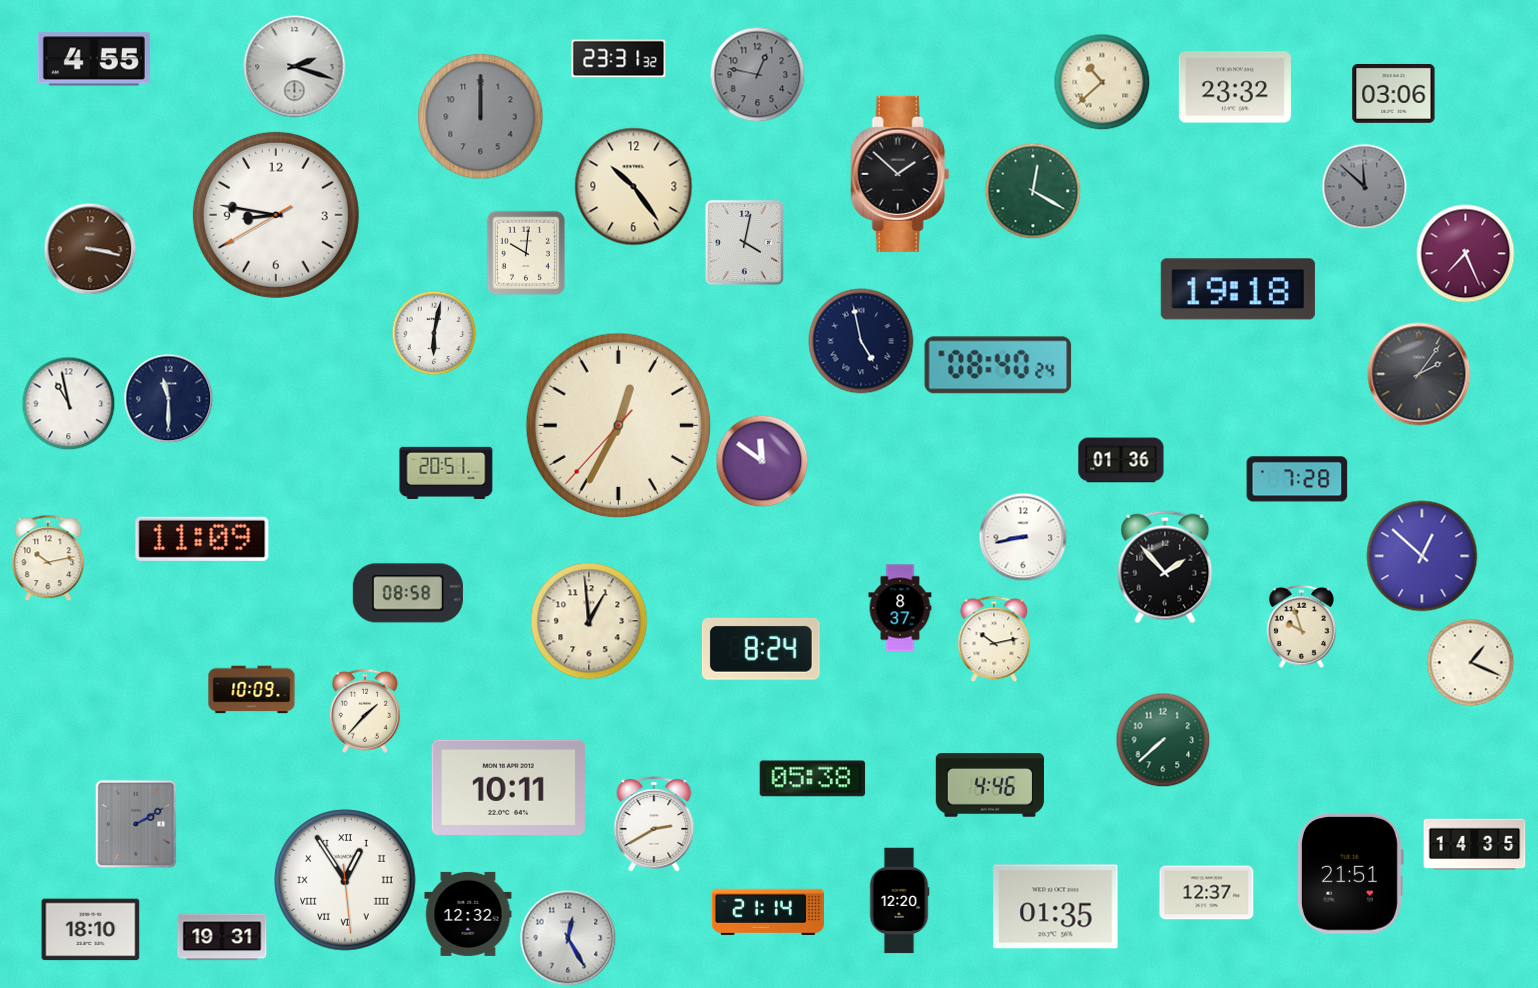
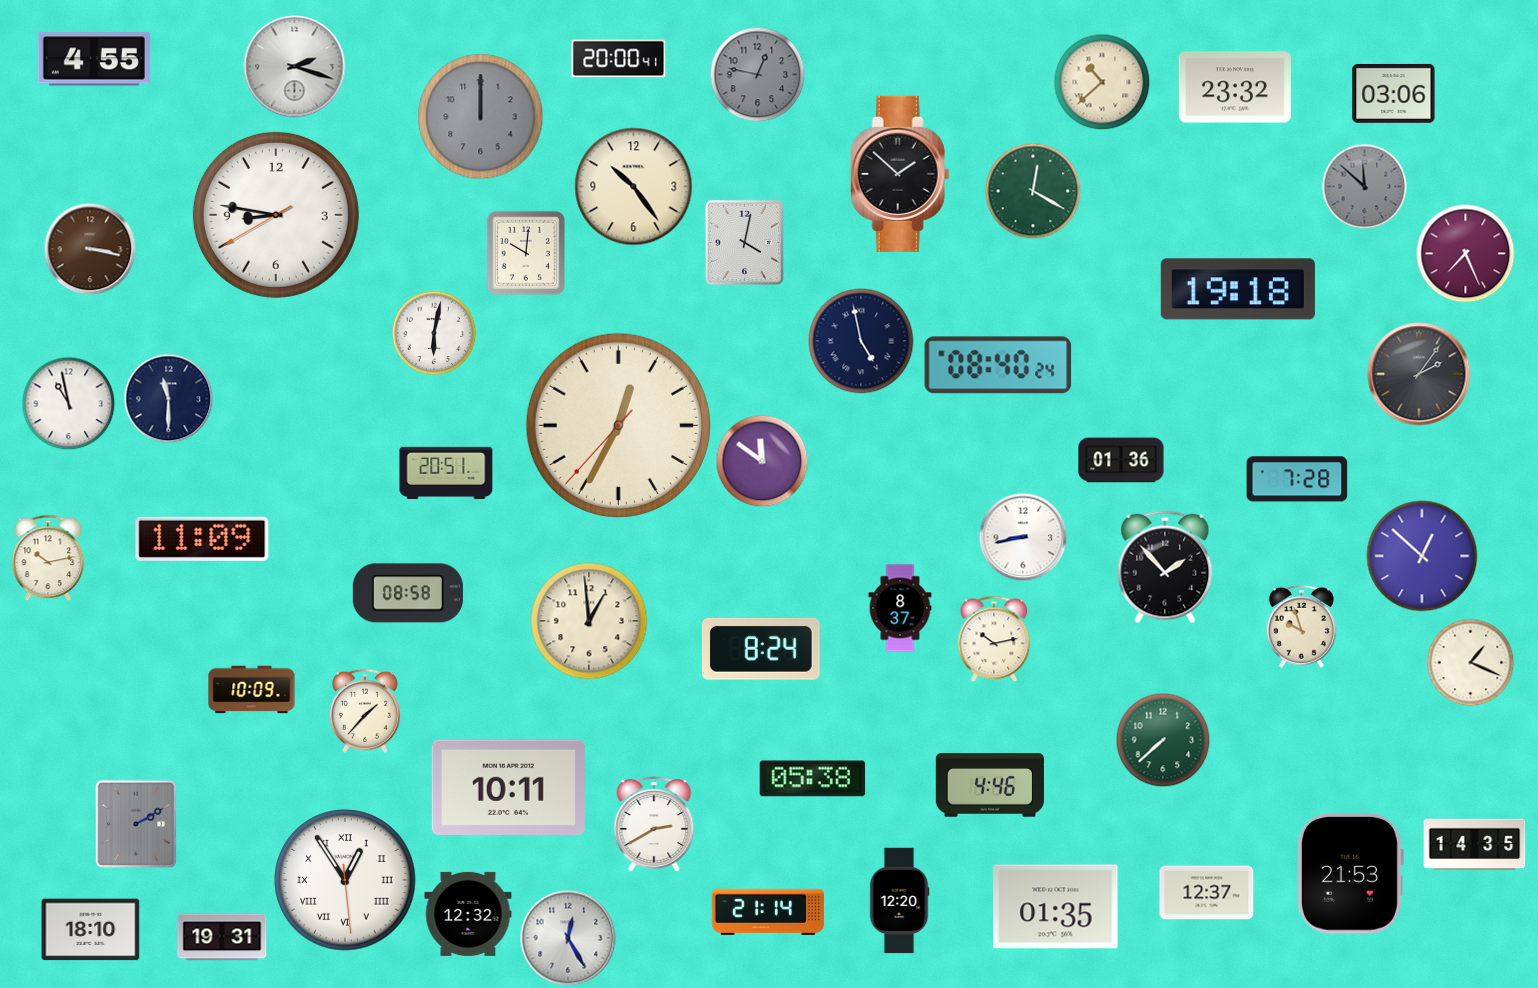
clock at (619, 59): 23:31 -> 20:00
clock at (1350, 874): 21:51 -> 21:53
